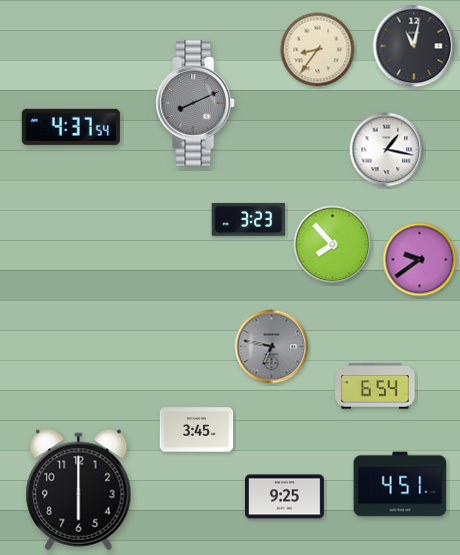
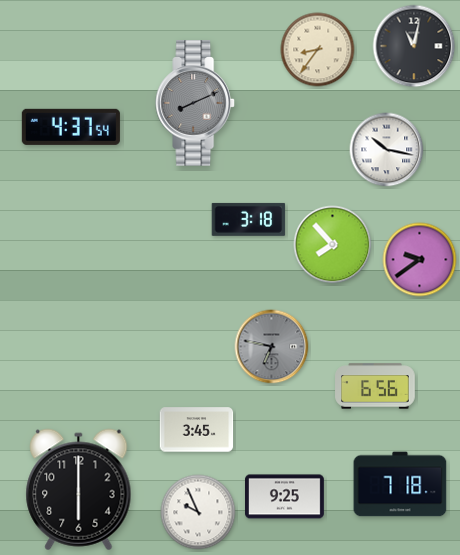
clock at (387, 150): 1:17 -> 10:17
clock at (249, 219): 3:23 -> 3:18
clock at (375, 386): 6:54 -> 6:56
clock at (400, 484): 4:51 -> 7:18
clock at (198, 512): none -> 9:56
